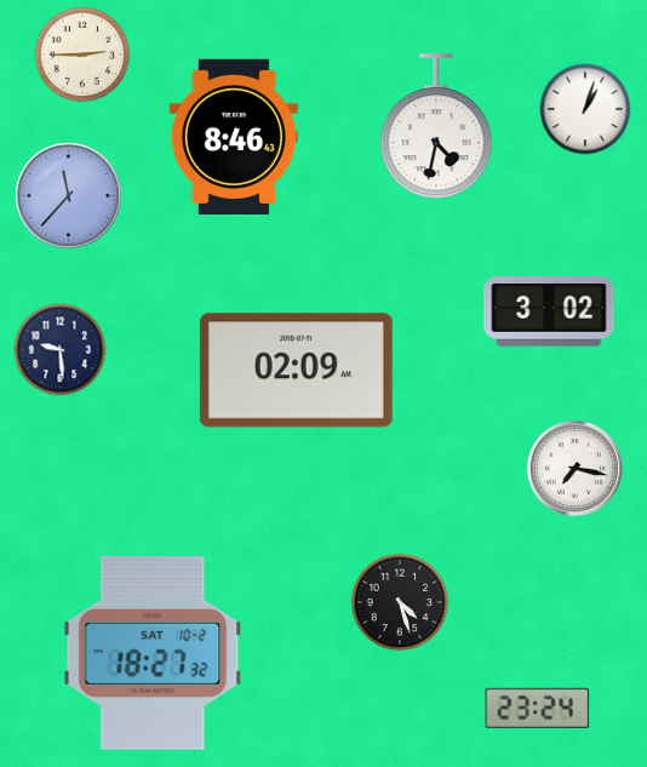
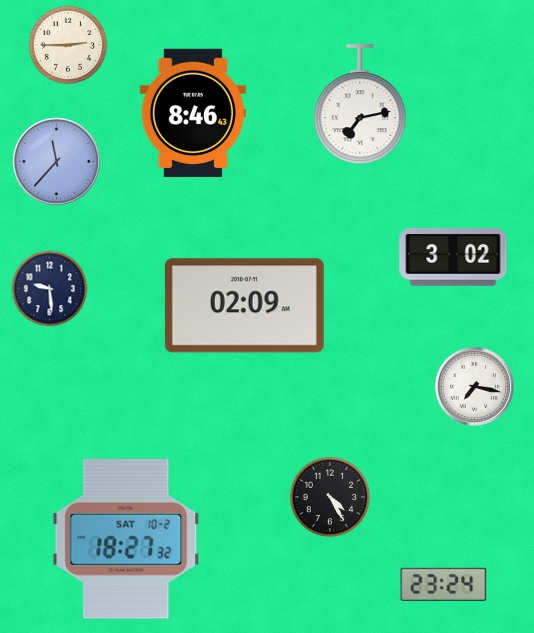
clock at (585, 109): 1:03 -> none
clock at (436, 127): 4:32 -> 7:13
clock at (400, 602): 4:27 -> 4:25
